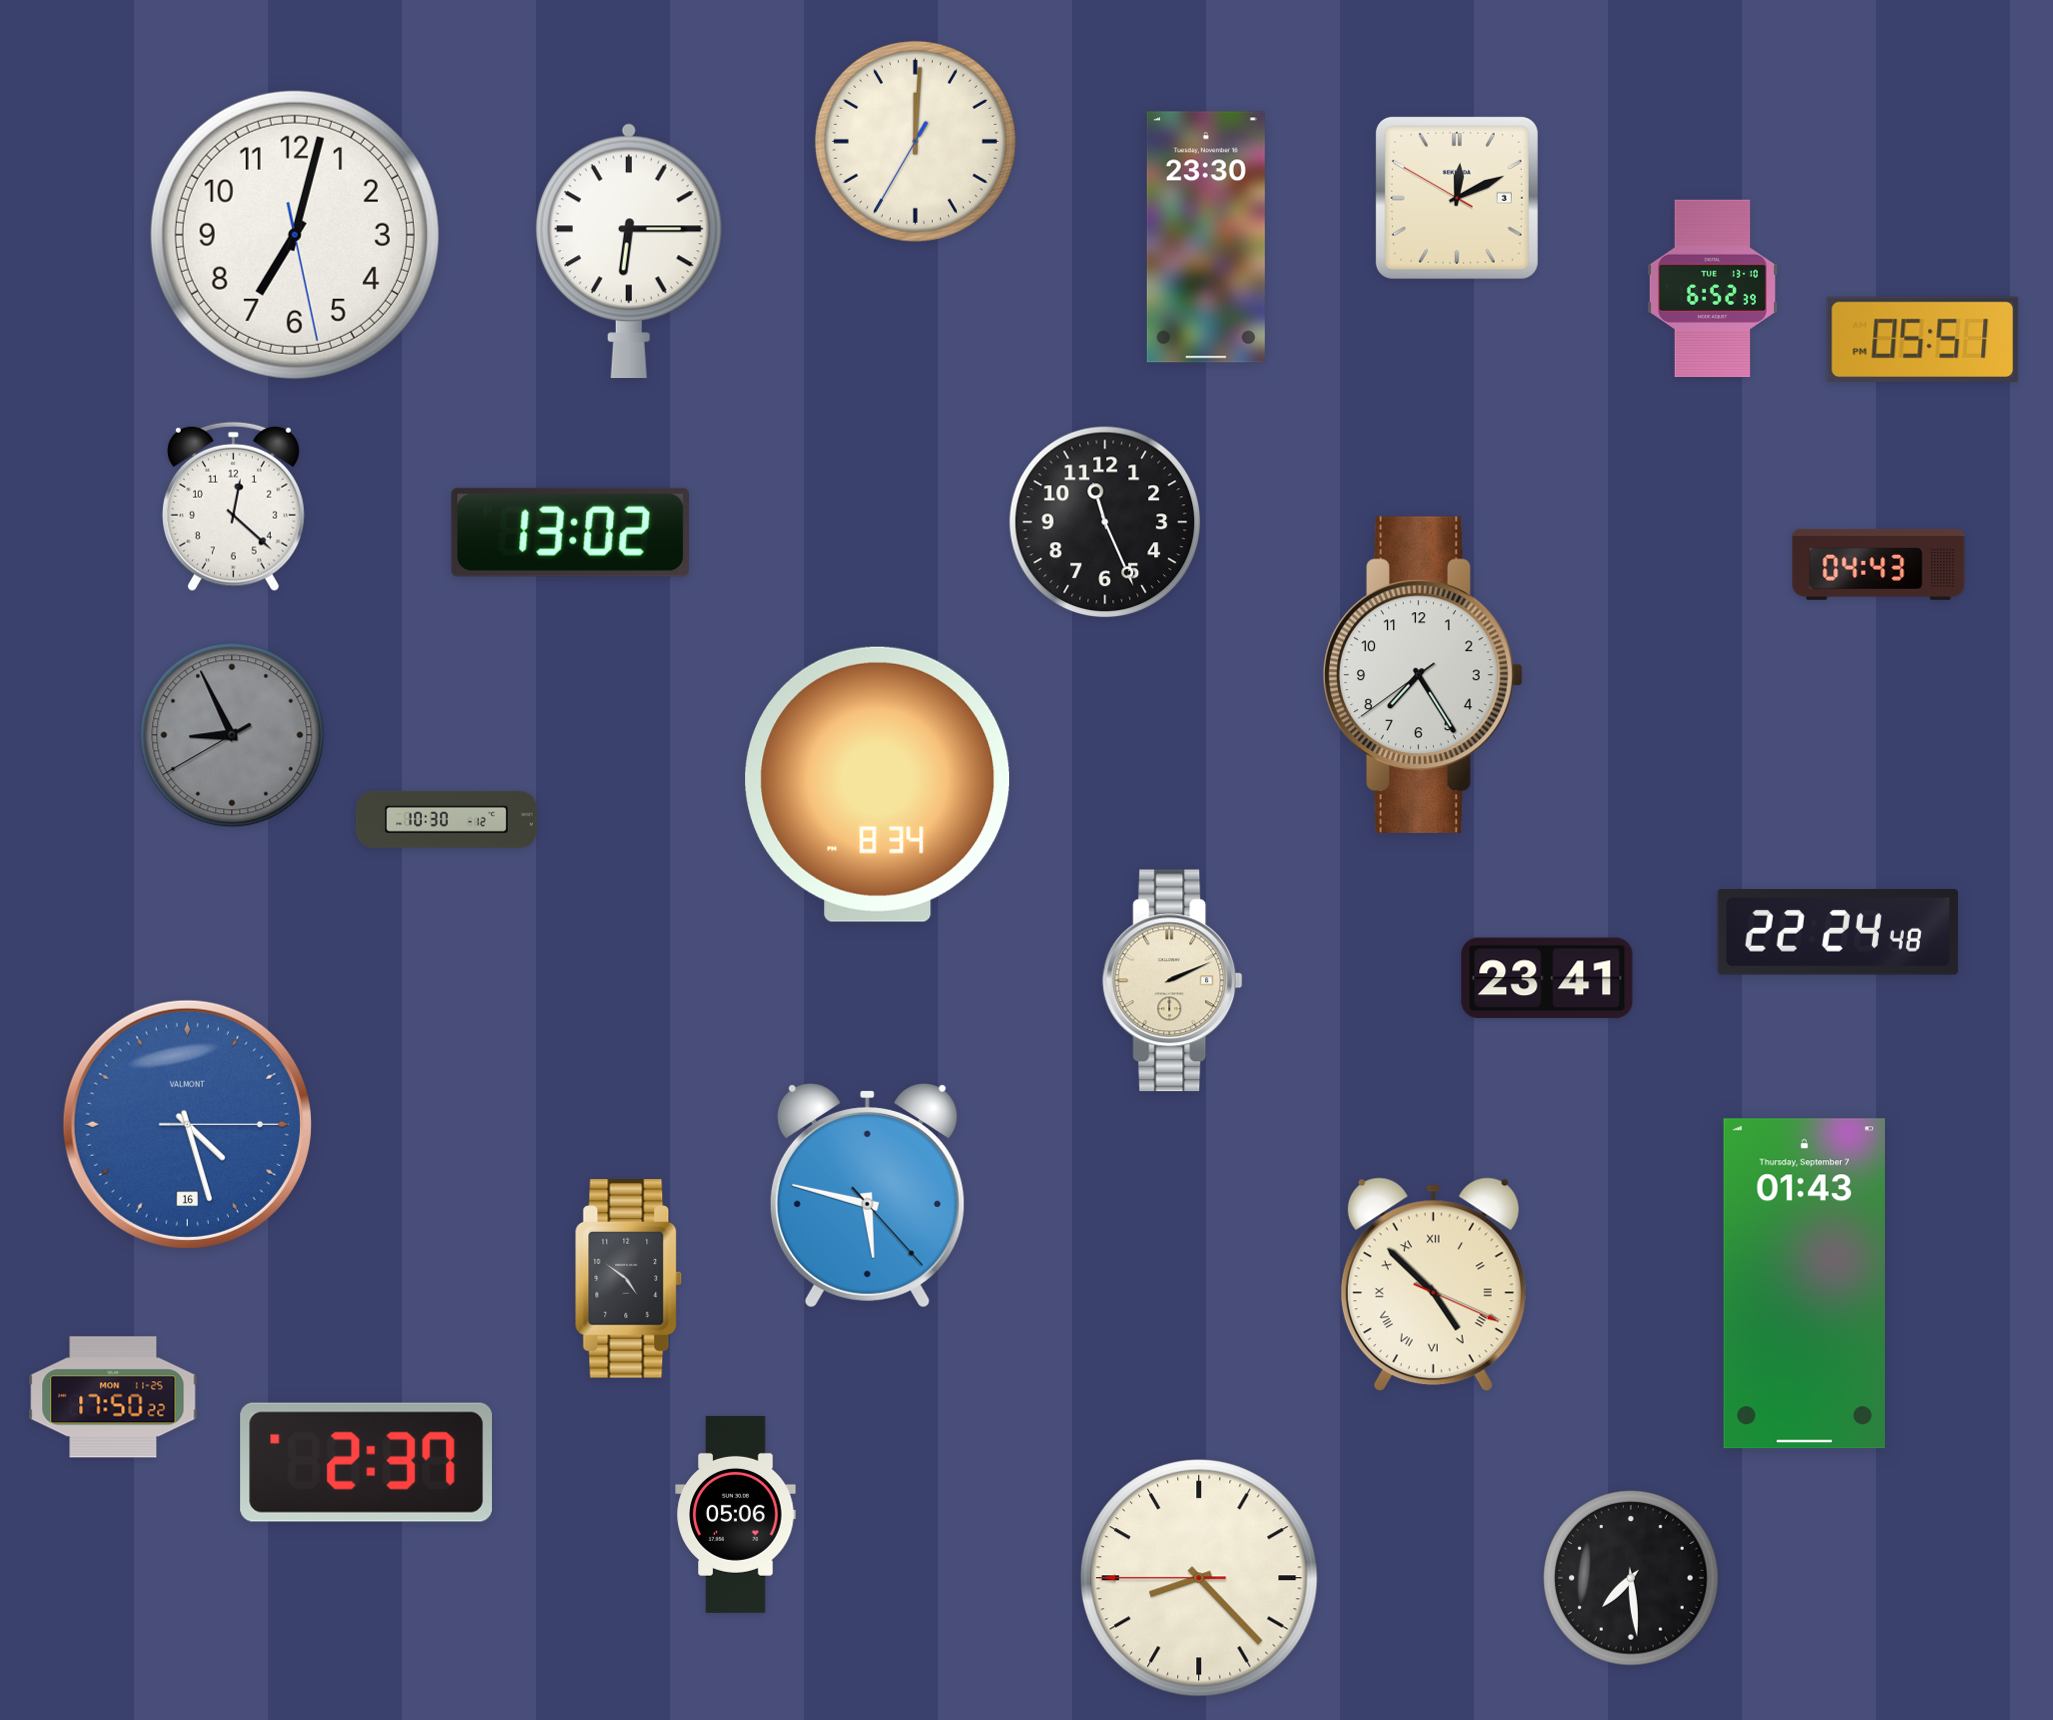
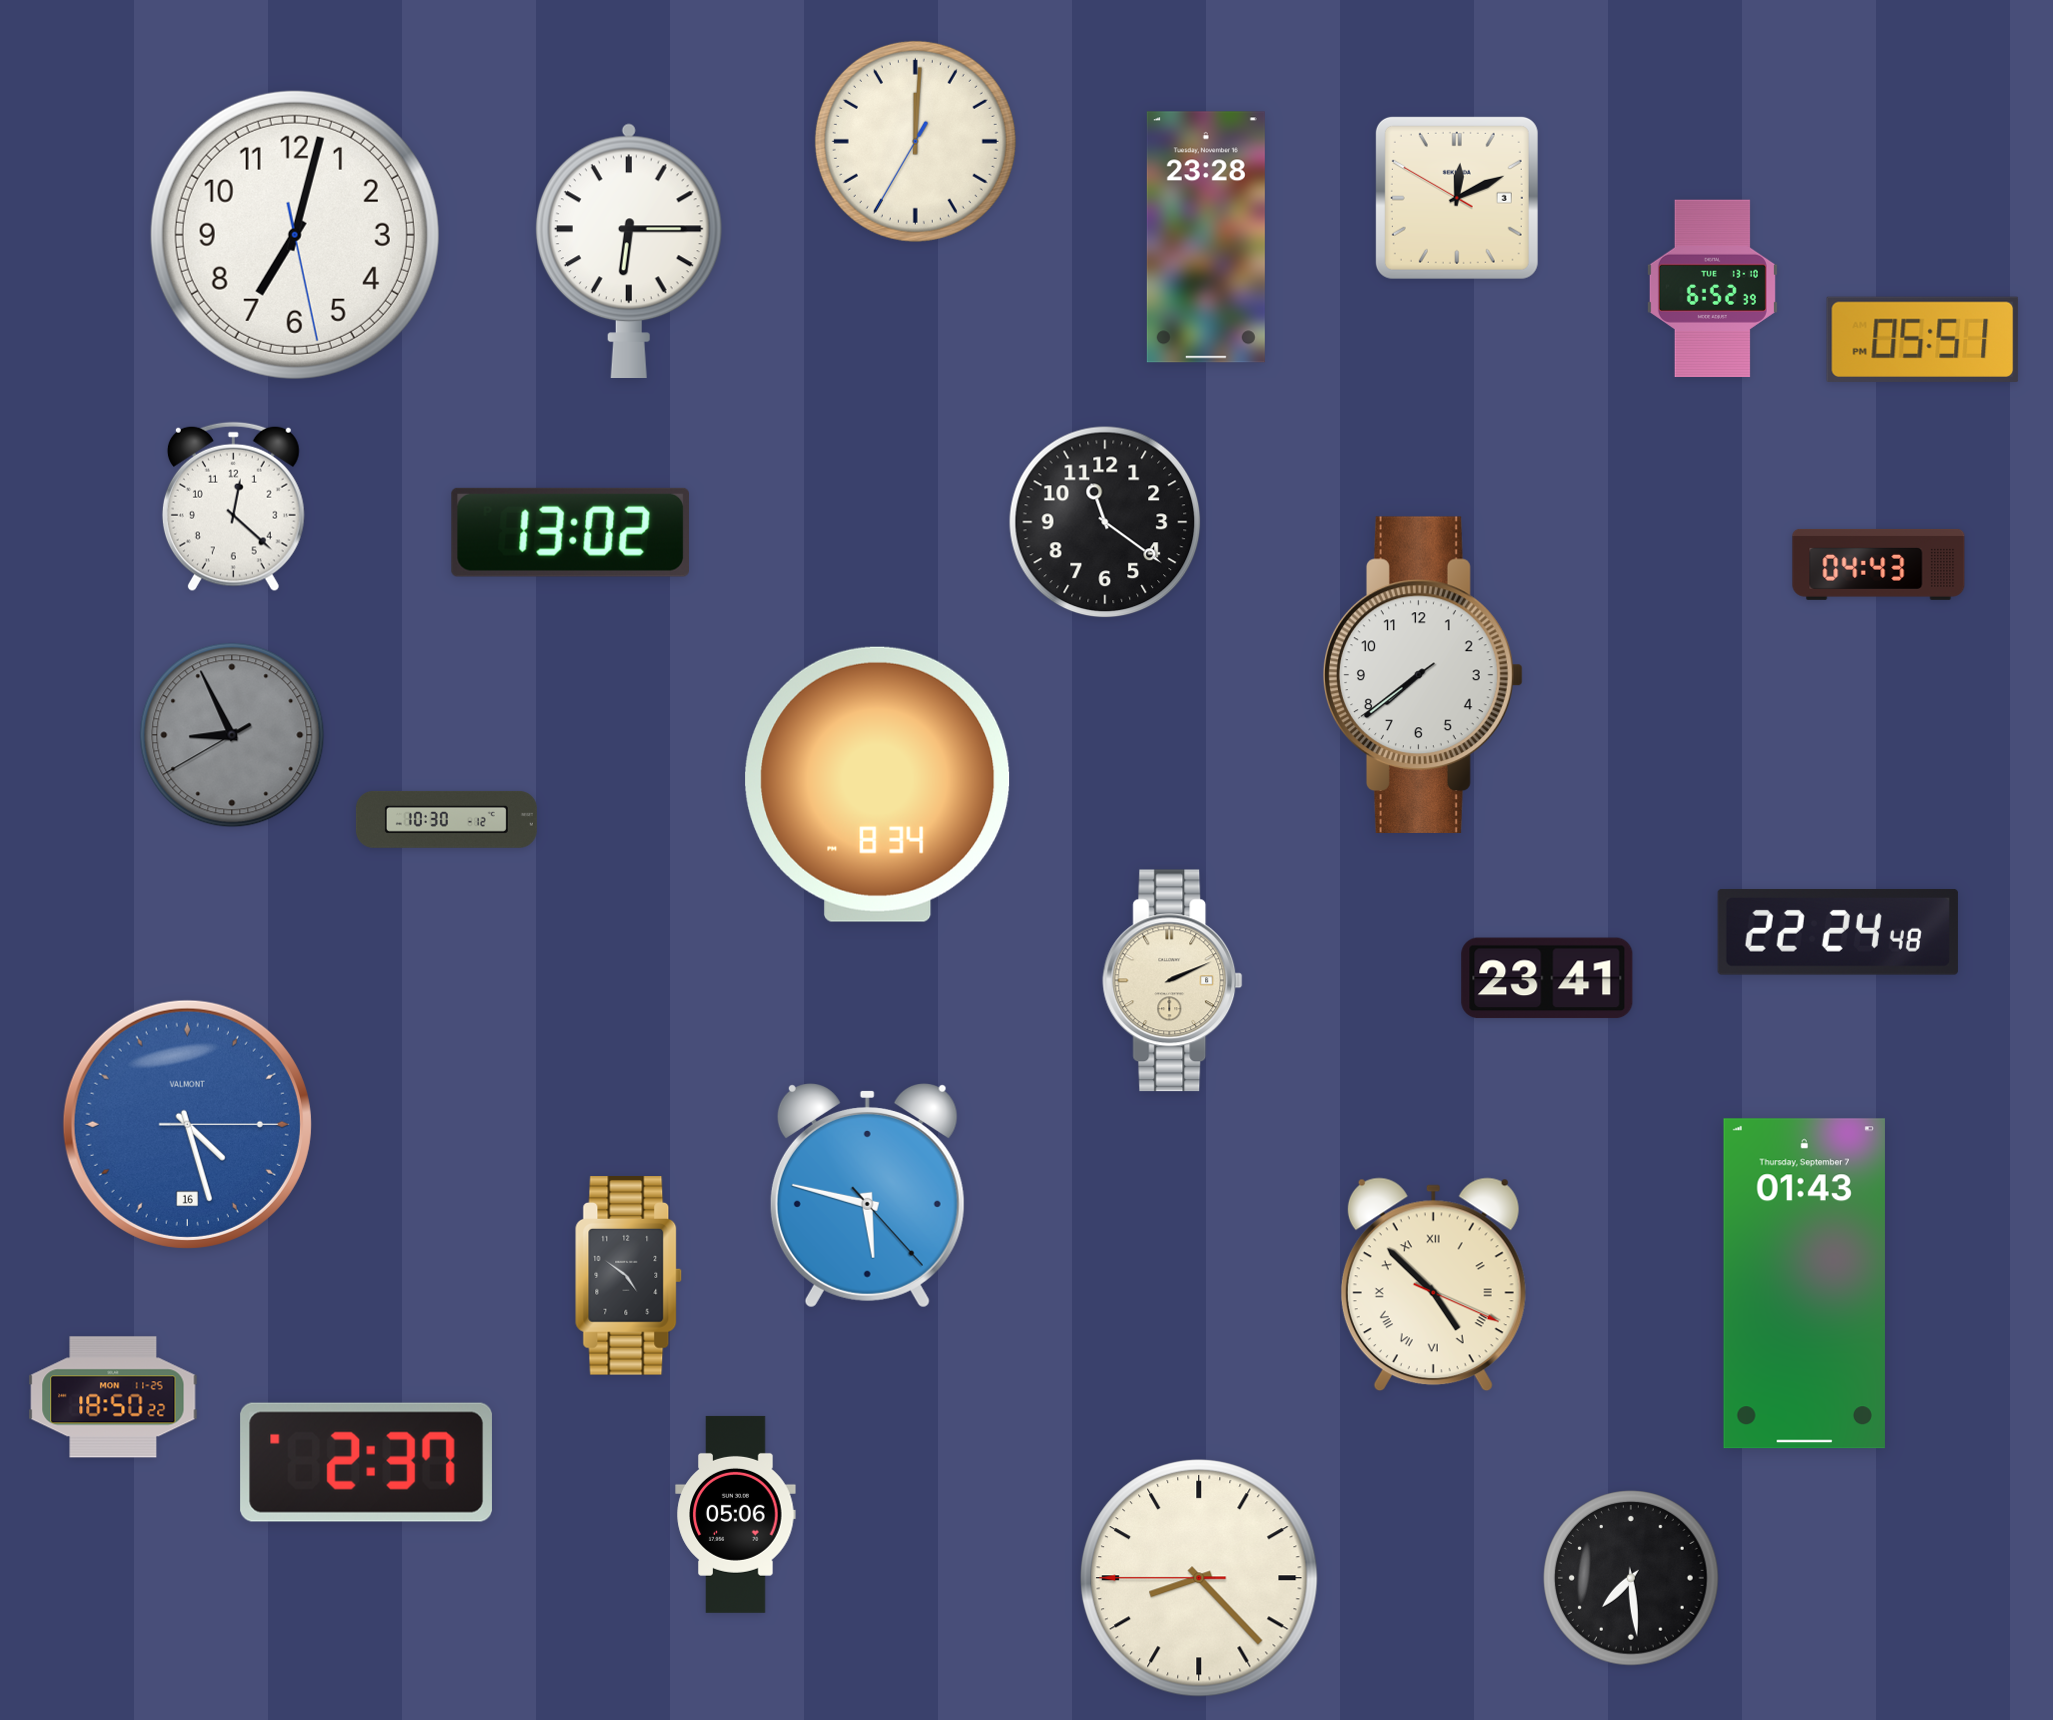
clock at (1206, 237): 23:30 -> 23:28
clock at (1105, 522): 11:26 -> 11:21
clock at (1424, 675): 7:24 -> 7:38
clock at (629, 1279) position: (629, 1279) -> (629, 1276)
clock at (113, 1397): 17:50 -> 18:50
